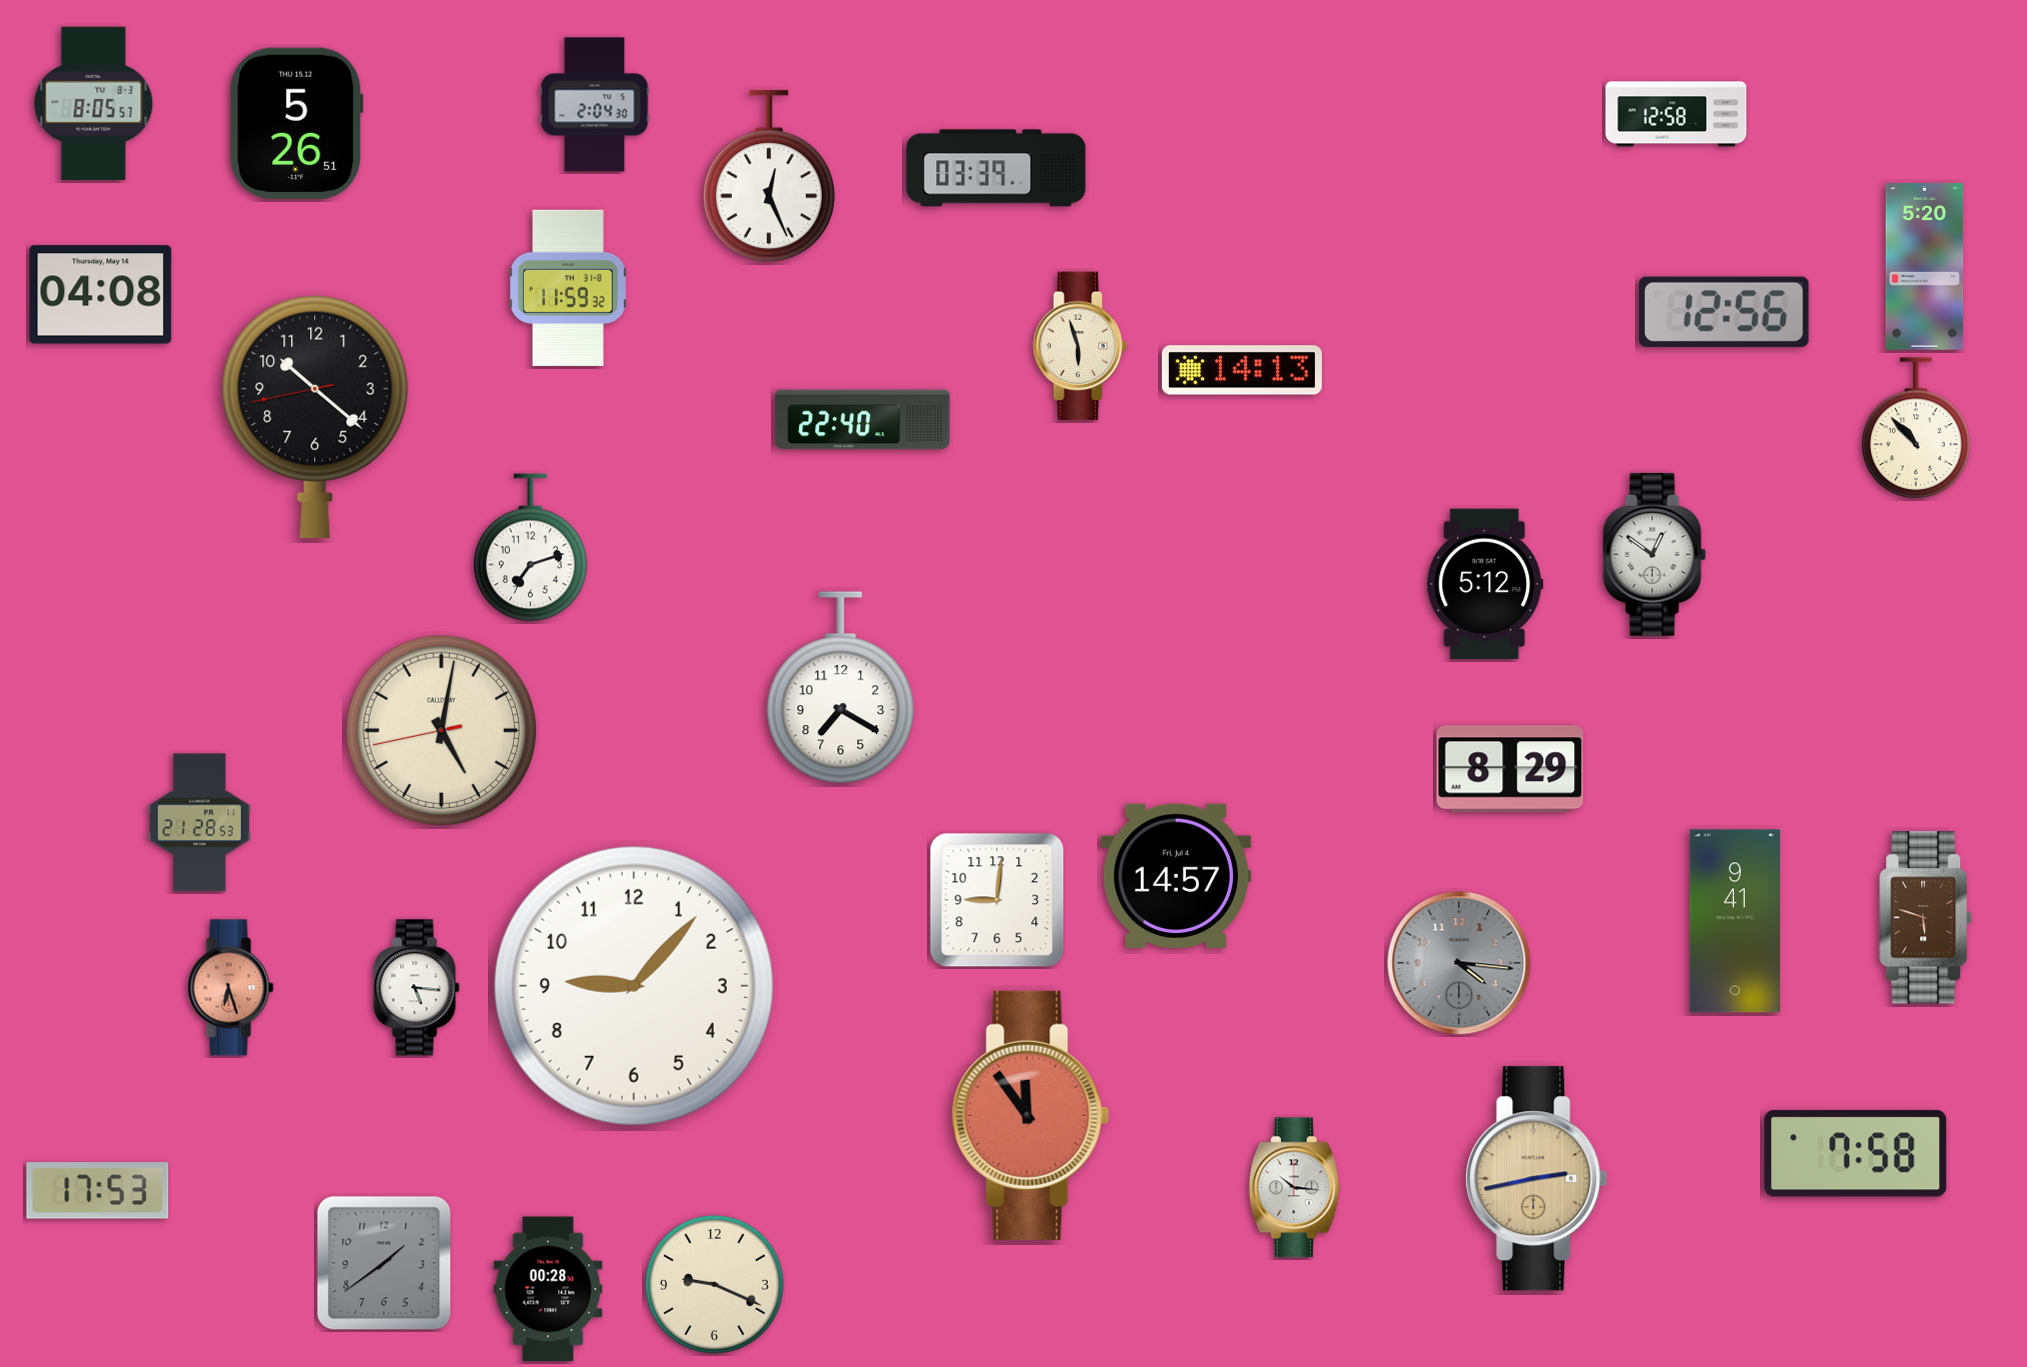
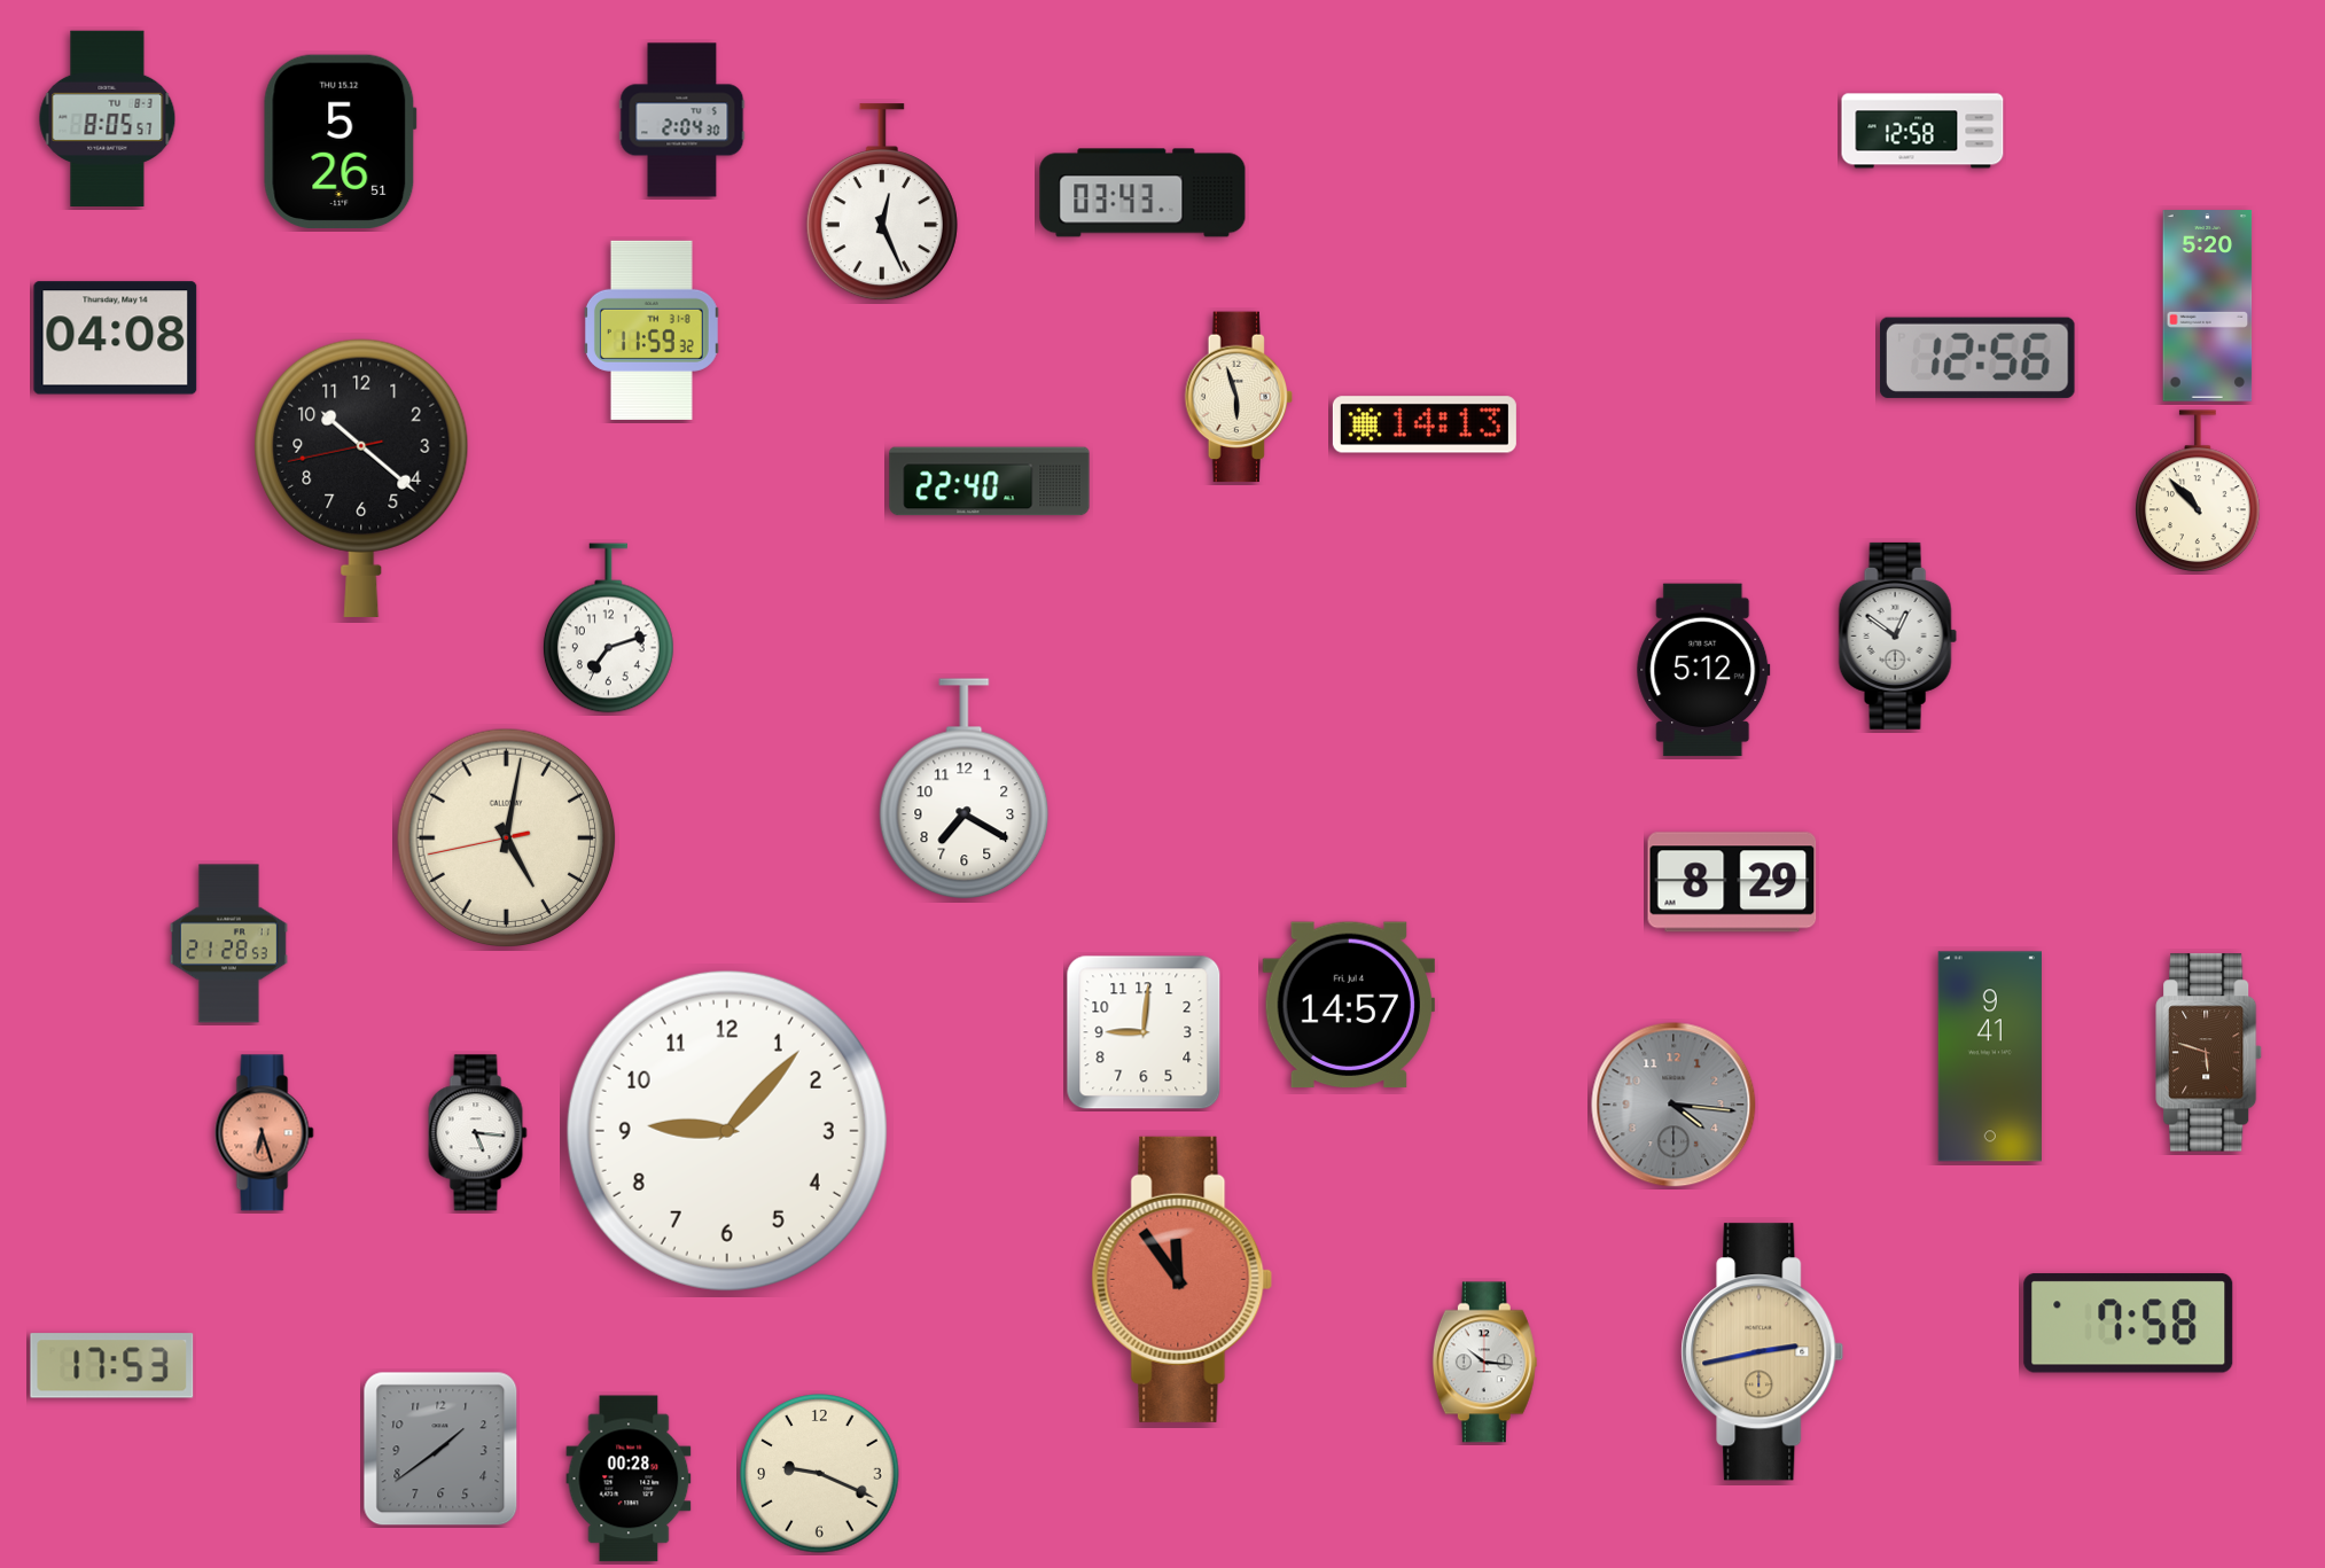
clock at (996, 168): 03:39 -> 03:43
